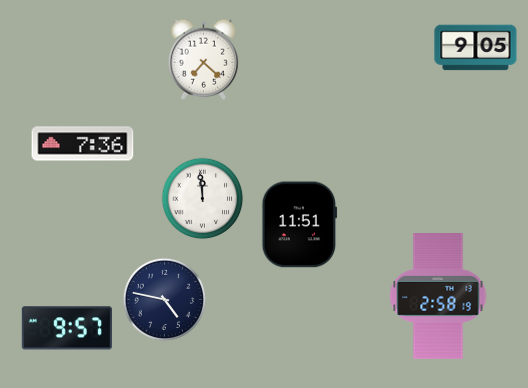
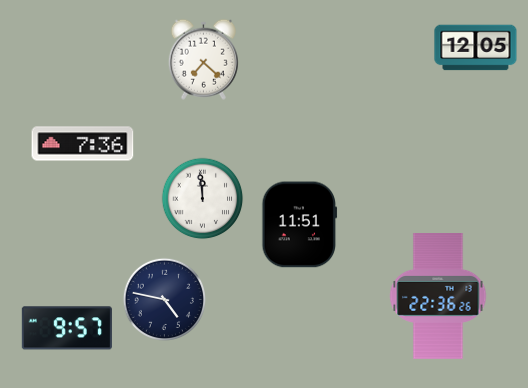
clock at (476, 48): 9:05 -> 12:05
clock at (438, 297): 2:58 -> 22:36
